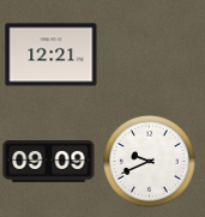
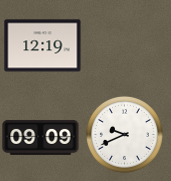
clock at (52, 55): 12:21 -> 12:19
clock at (49, 161) position: (49, 161) -> (41, 137)
